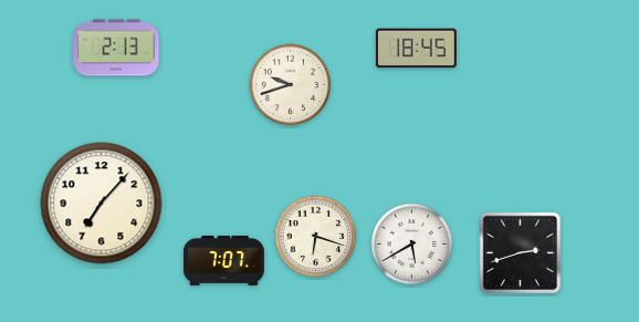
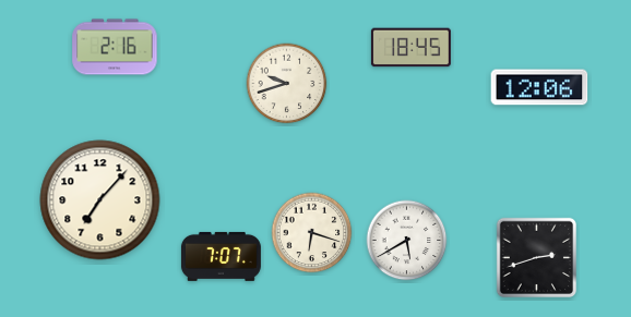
clock at (116, 48): 2:13 -> 2:16
clock at (539, 87): none -> 12:06
clock at (520, 252) position: (520, 252) -> (536, 257)
